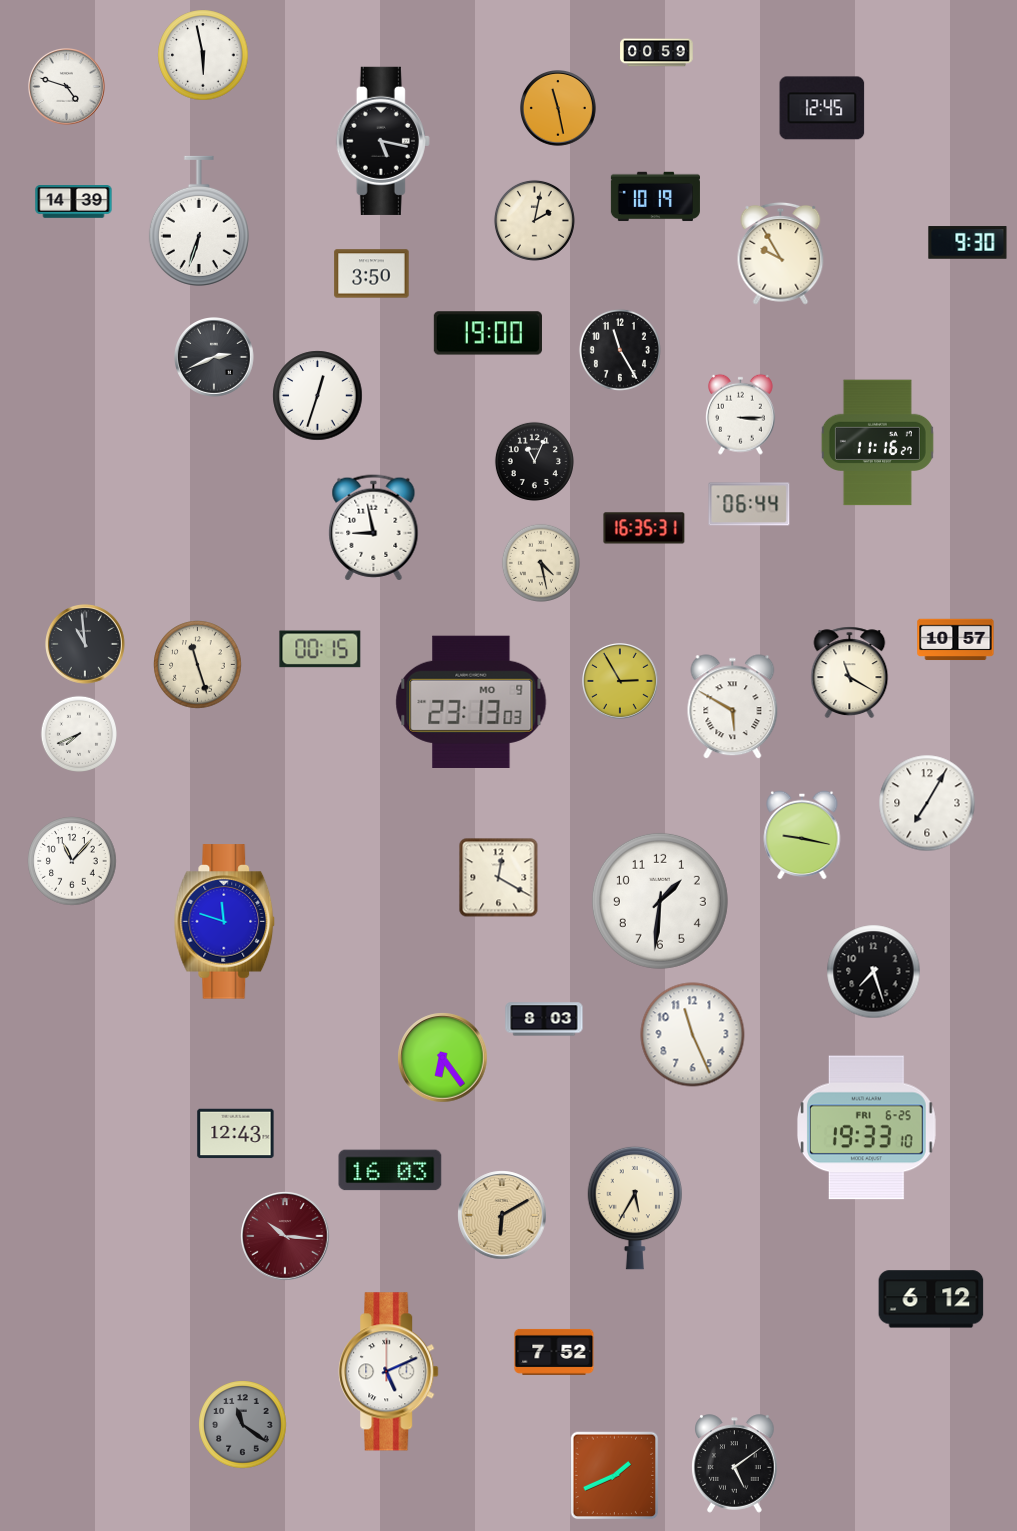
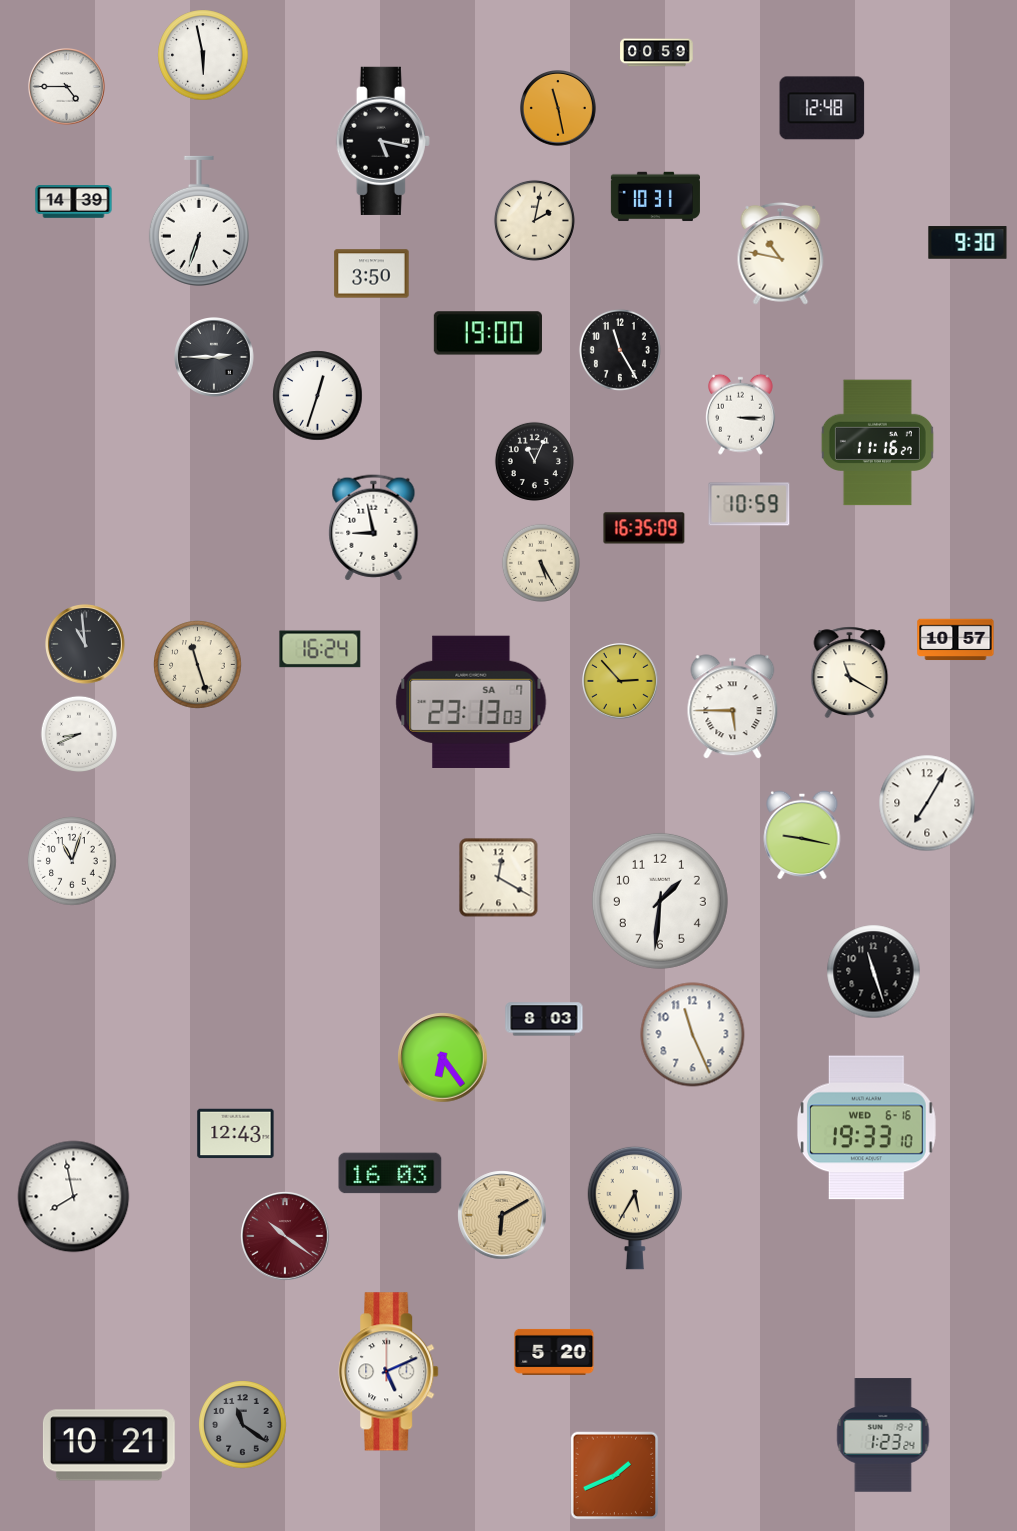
clock at (67, 87): 4:48 -> 4:45
clock at (822, 108): 12:45 -> 12:48
clock at (655, 197): 10:19 -> 10:31
clock at (781, 253): 9:55 -> 10:47
clock at (215, 358): 2:41 -> 2:45
clock at (749, 504): 06:44 -> 10:59
clock at (644, 528): 16:35:31 -> 16:35:09
clock at (541, 563): 4:28 -> 5:25
clock at (320, 649): 00:15 -> 16:24
clock at (621, 682): 2:55 -> 2:53
clock at (471, 702) date: MO 9 -> SA 7
clock at (733, 707): 5:50 -> 5:45
clock at (78, 733): 7:41 -> 8:41
clock at (72, 861): 11:07 -> 11:03
clock at (225, 922): 11:48 -> none
clock at (874, 972): 7:27 -> 11:27
clock at (867, 1128) date: FRI 6-25 -> WED 6-16
clock at (390, 1170) position: (390, 1170) -> (390, 1173)
clock at (74, 1197): none -> 7:58
clock at (285, 1236): 10:16 -> 10:21
clock at (931, 1299): 6:12 -> none
clock at (554, 1352): 7:52 -> 5:20
clock at (883, 1435): none -> 1:23
clock at (109, 1445): none -> 10:21
clock at (735, 1464): 5:09 -> none
